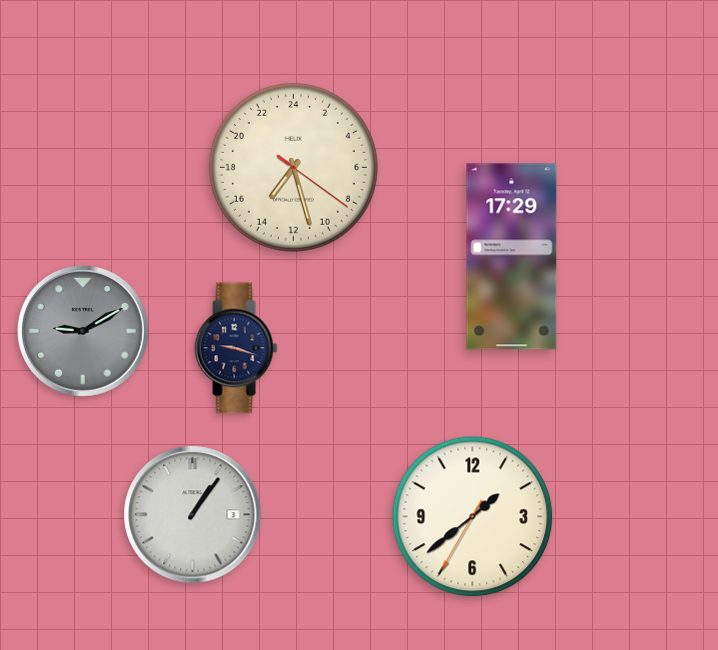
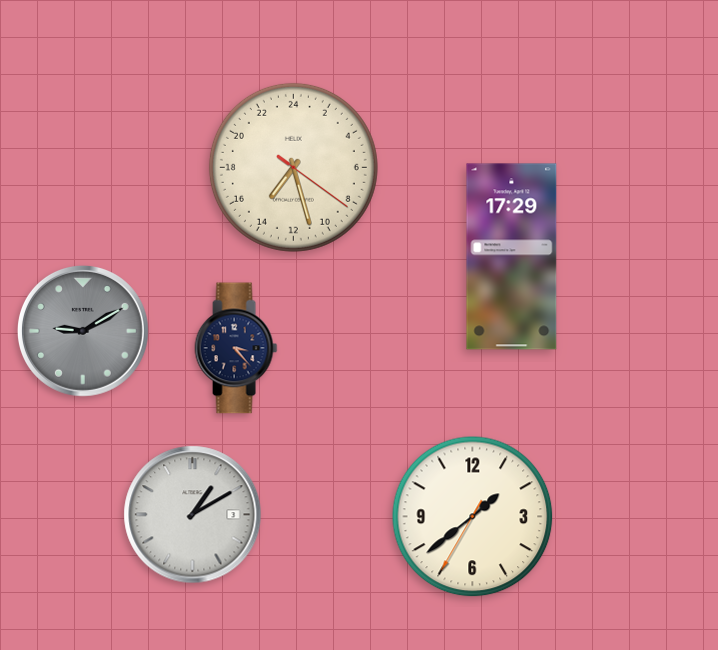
clock at (236, 348): 9:18 -> 3:23
clock at (193, 515): 1:06 -> 1:10
